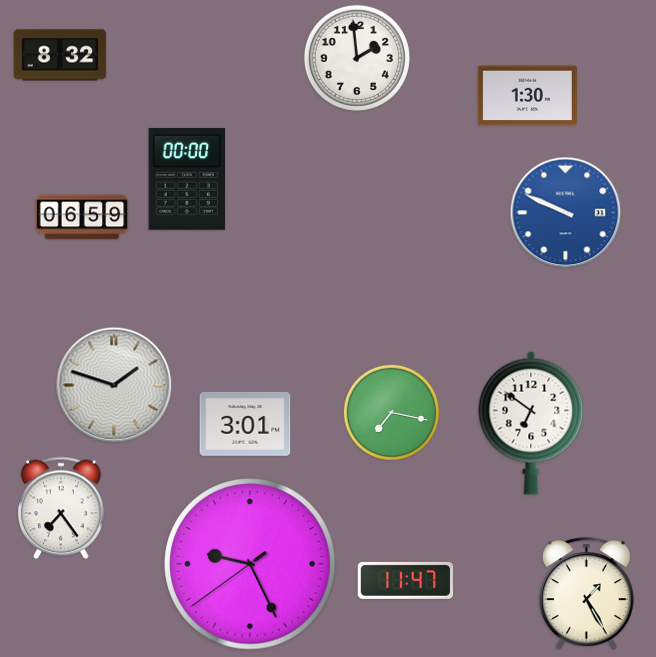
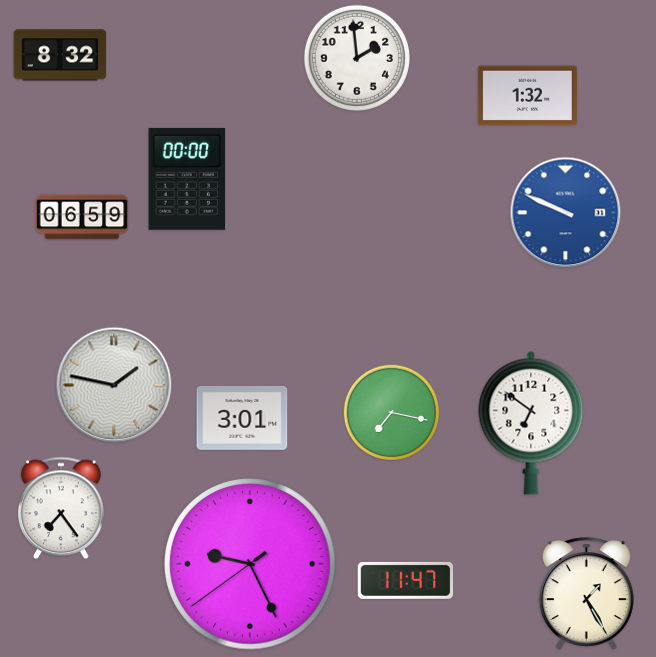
clock at (527, 96): 1:30 -> 1:32
clock at (114, 385): 1:48 -> 1:47
clock at (245, 424) position: (245, 424) -> (242, 418)
